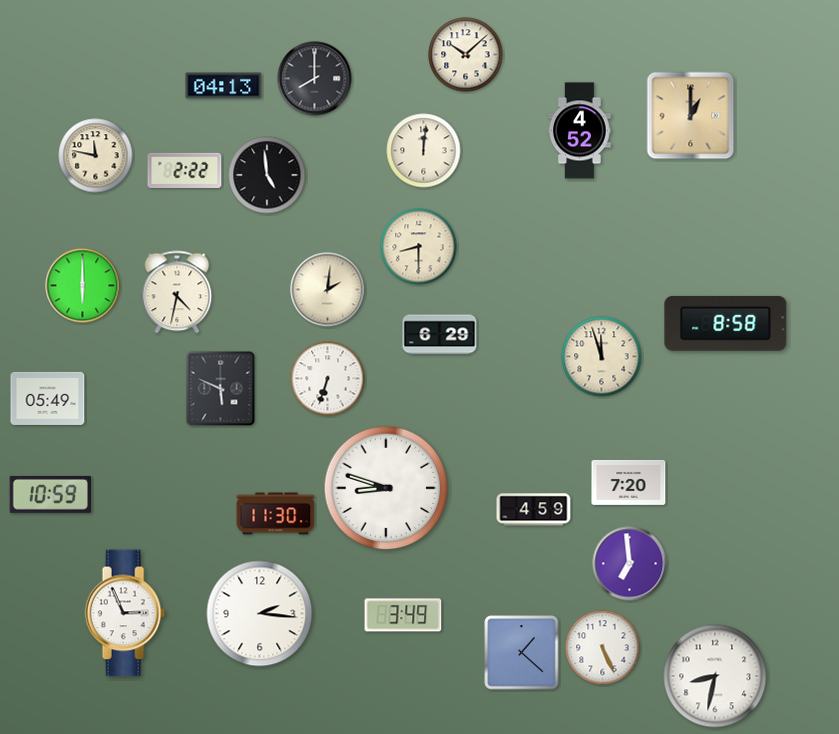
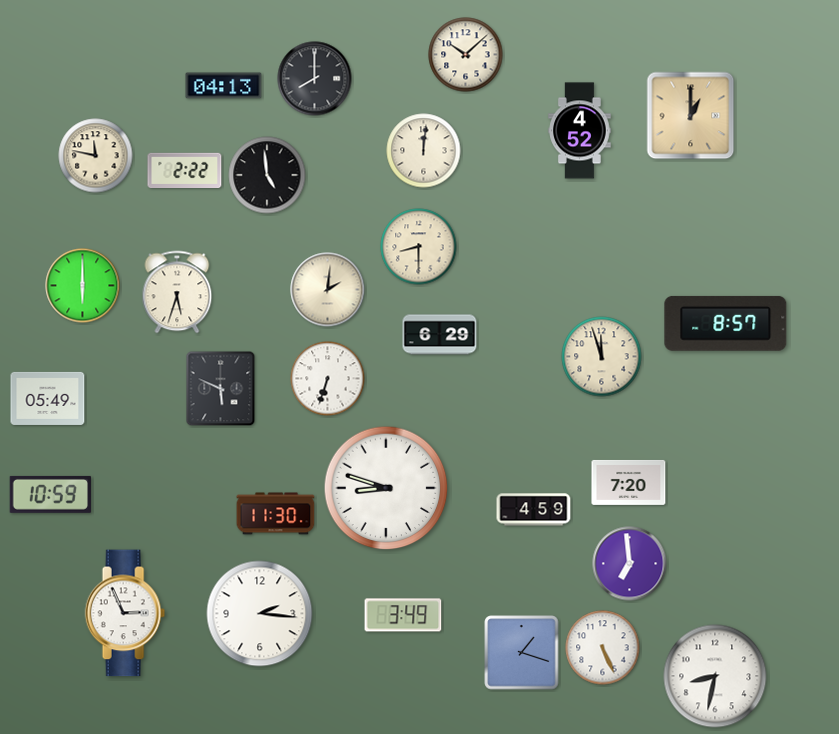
clock at (177, 292): 4:32 -> 5:33
clock at (726, 323): 8:58 -> 8:57
clock at (522, 653): 1:22 -> 1:18
